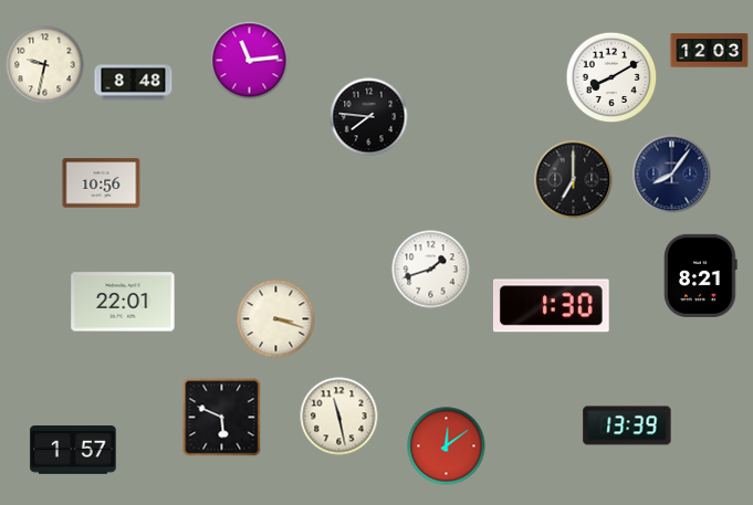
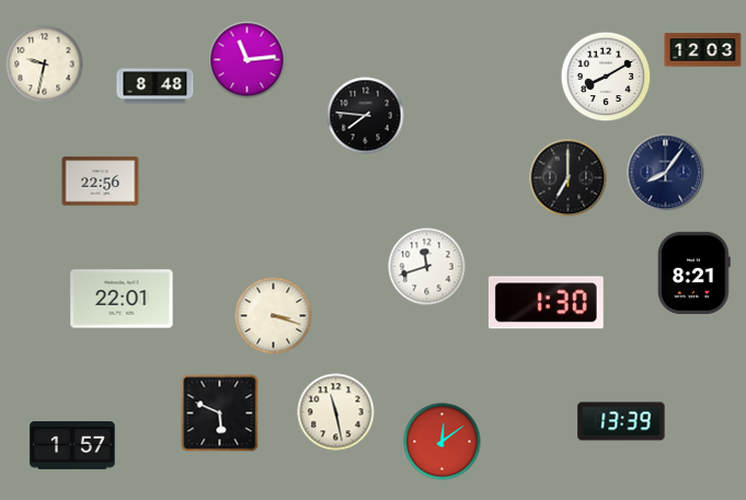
clock at (134, 83) position: (134, 83) -> (156, 86)
clock at (102, 183): 10:56 -> 22:56
clock at (431, 270): 1:42 -> 11:42
